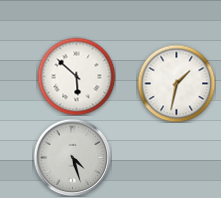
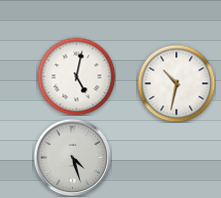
clock at (76, 76): 5:52 -> 5:02
clock at (176, 83): 1:32 -> 10:32
